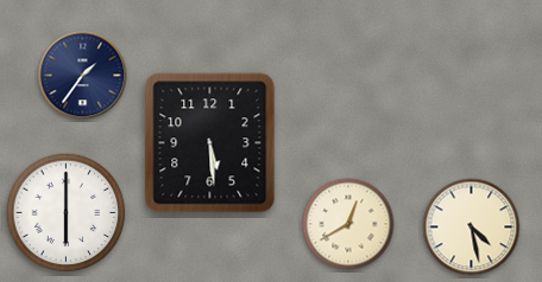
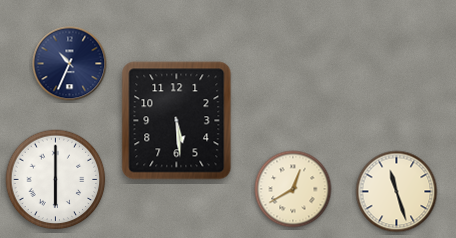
clock at (83, 76): 1:36 -> 10:34
clock at (472, 227): 4:28 -> 11:27
